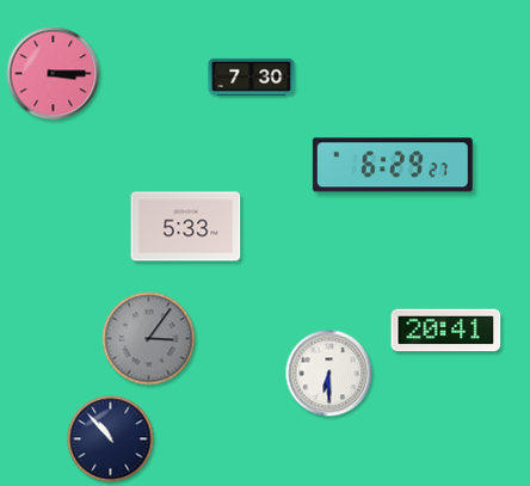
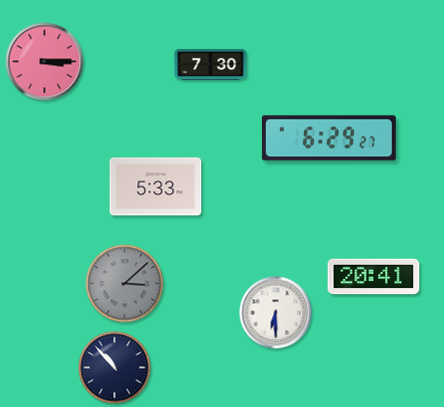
clock at (186, 227) position: (186, 227) -> (156, 187)
clock at (149, 339): 3:06 -> 3:08
clock at (111, 439) position: (111, 439) -> (115, 368)
